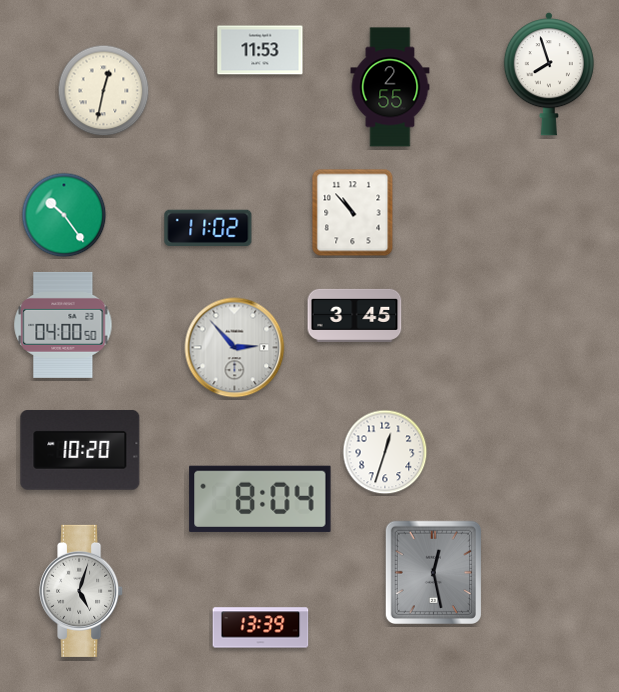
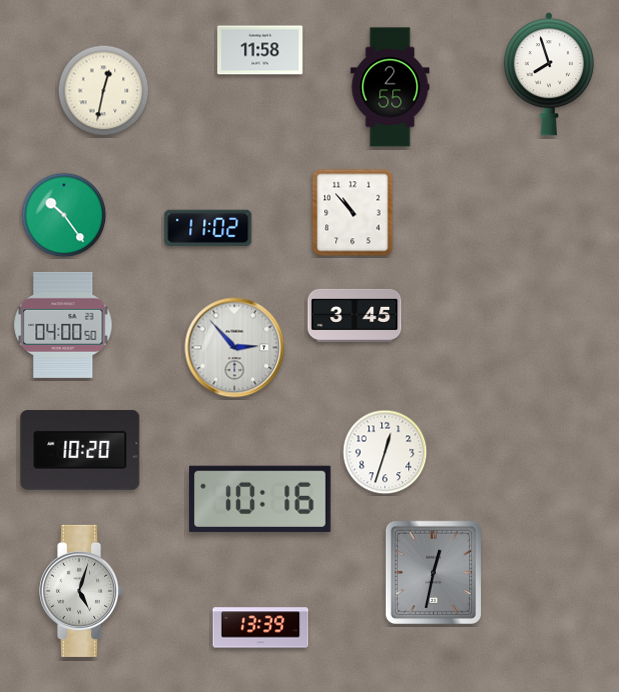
clock at (260, 50): 11:53 -> 11:58
clock at (260, 499): 8:04 -> 10:16
clock at (433, 572): 12:28 -> 12:32
